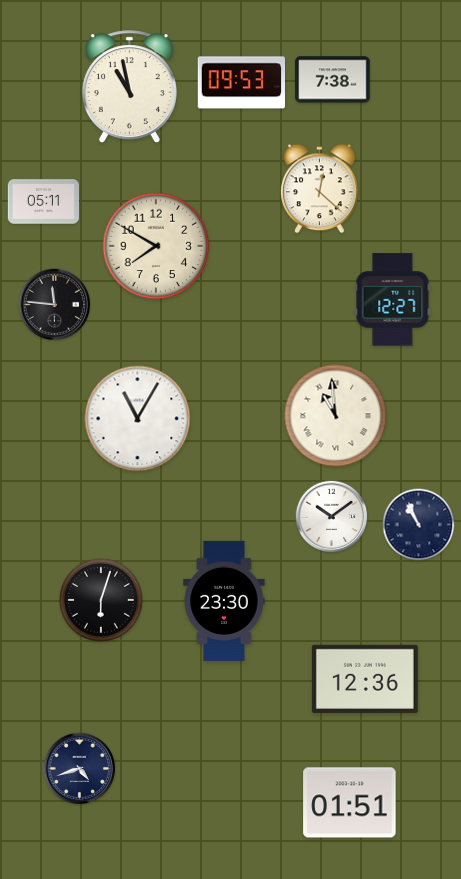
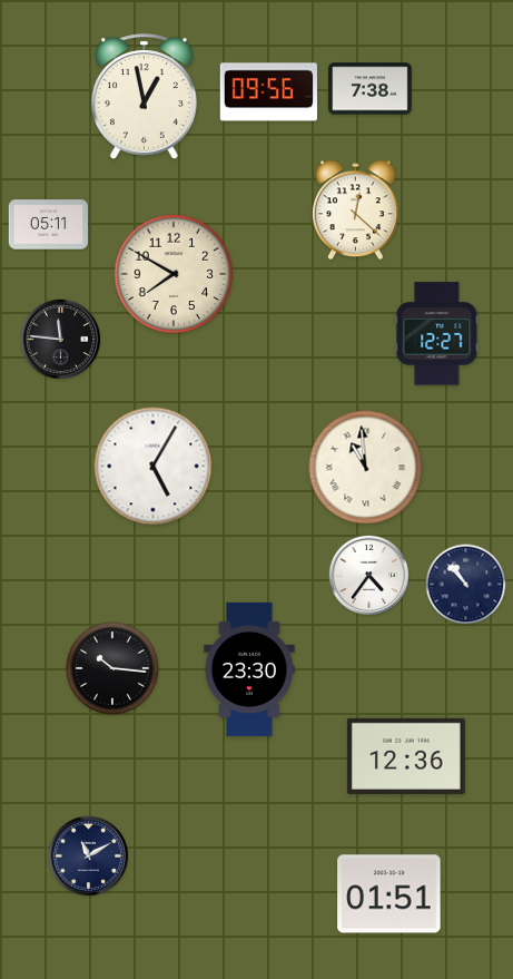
clock at (241, 83): 09:53 -> 09:56
clock at (129, 86): 10:58 -> 12:58
clock at (336, 416) position: (336, 416) -> (366, 468)
clock at (138, 419): 11:05 -> 5:05
clock at (332, 517): 10:09 -> 4:36
clock at (419, 525): 10:56 -> 10:53
clock at (101, 600): 6:03 -> 10:16
clock at (80, 769): 4:42 -> 11:10
